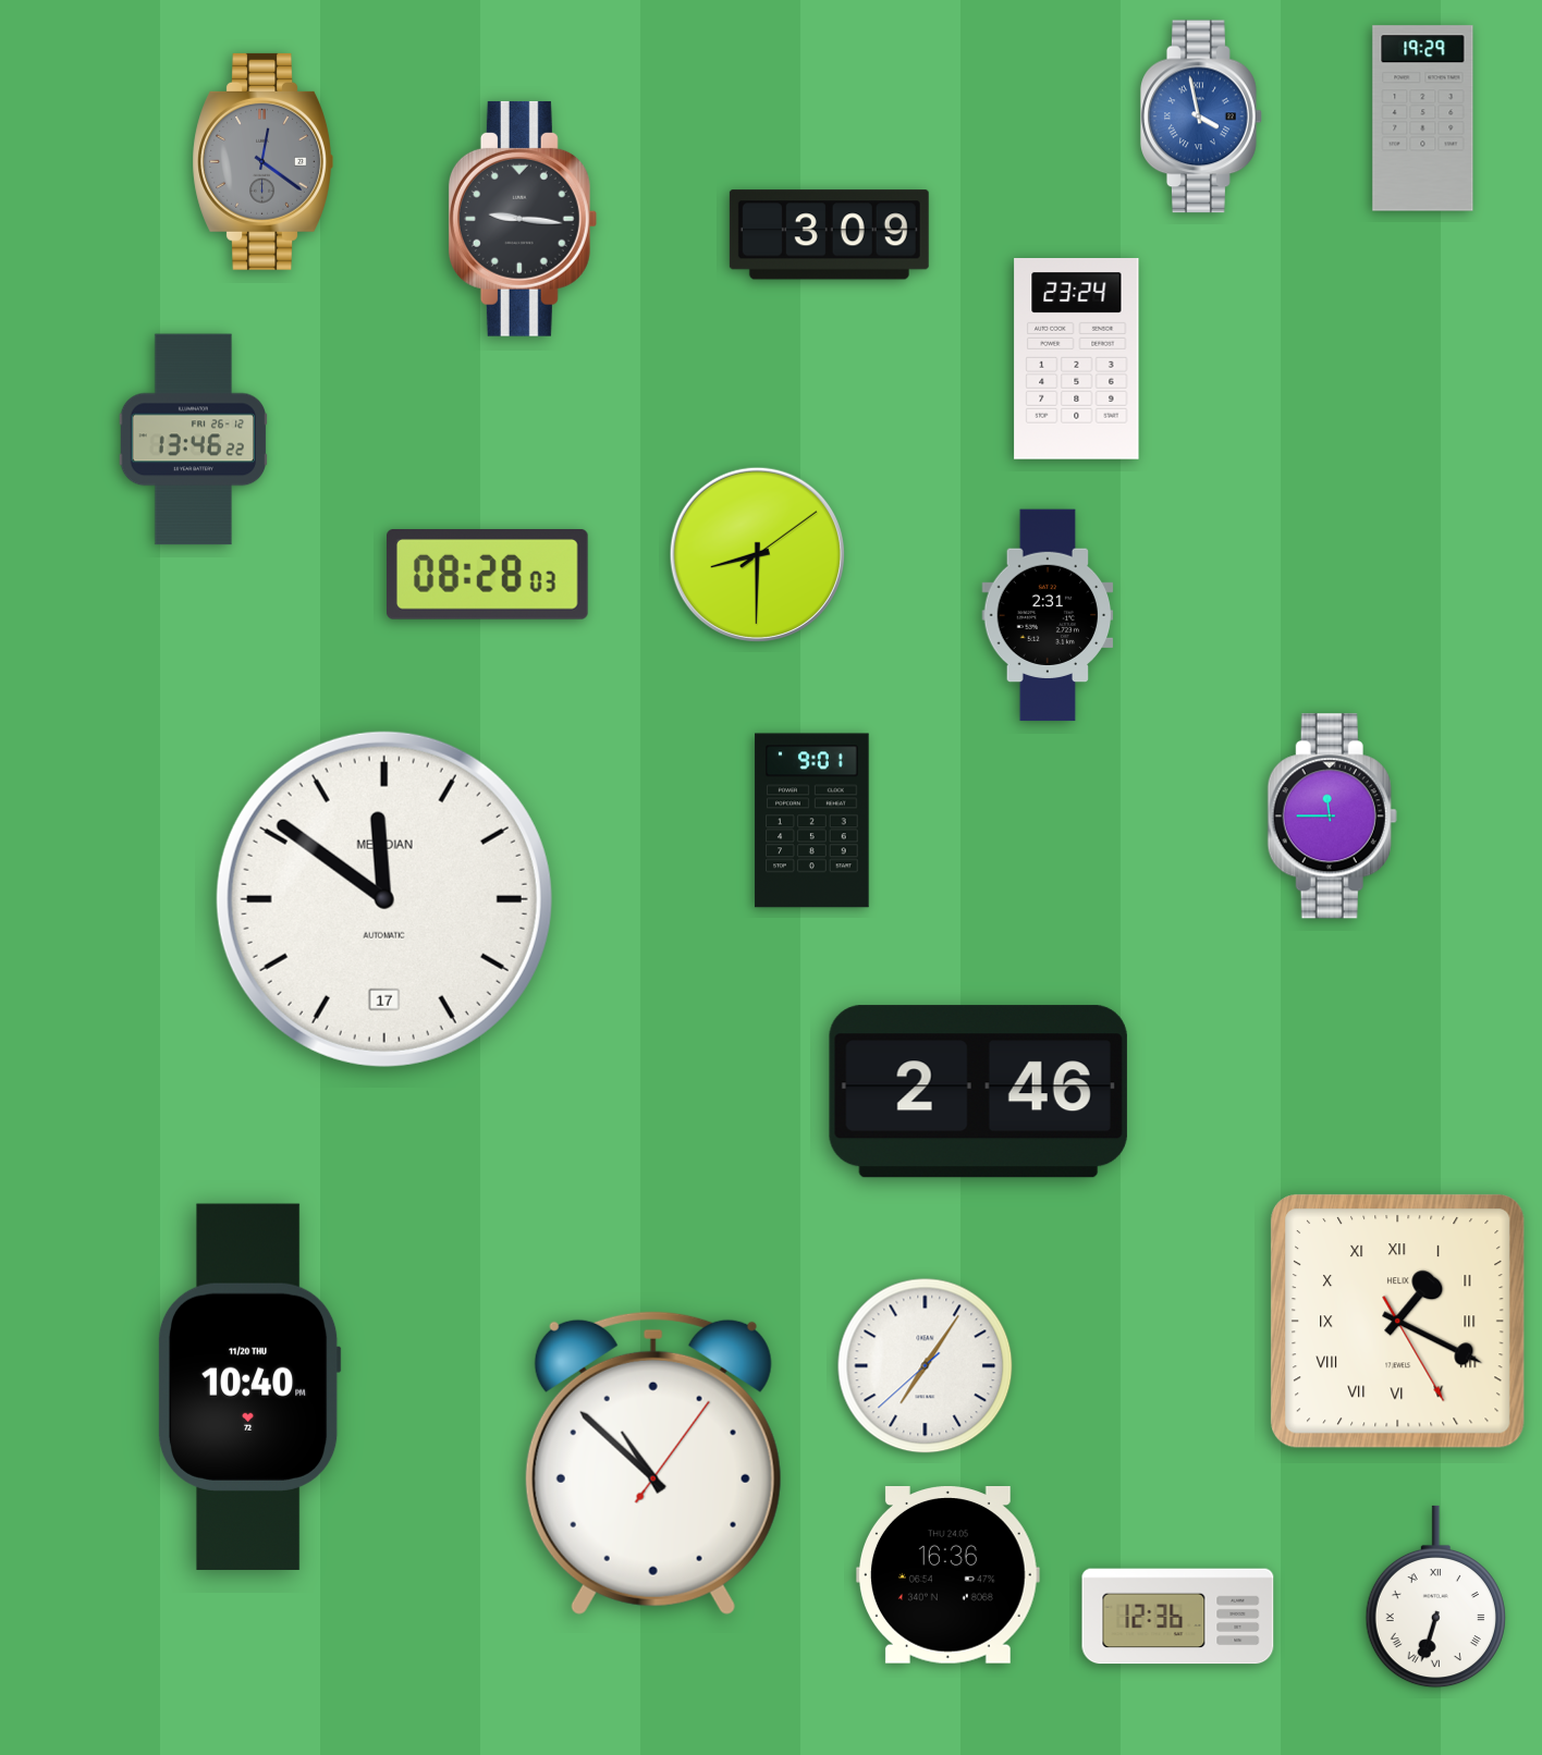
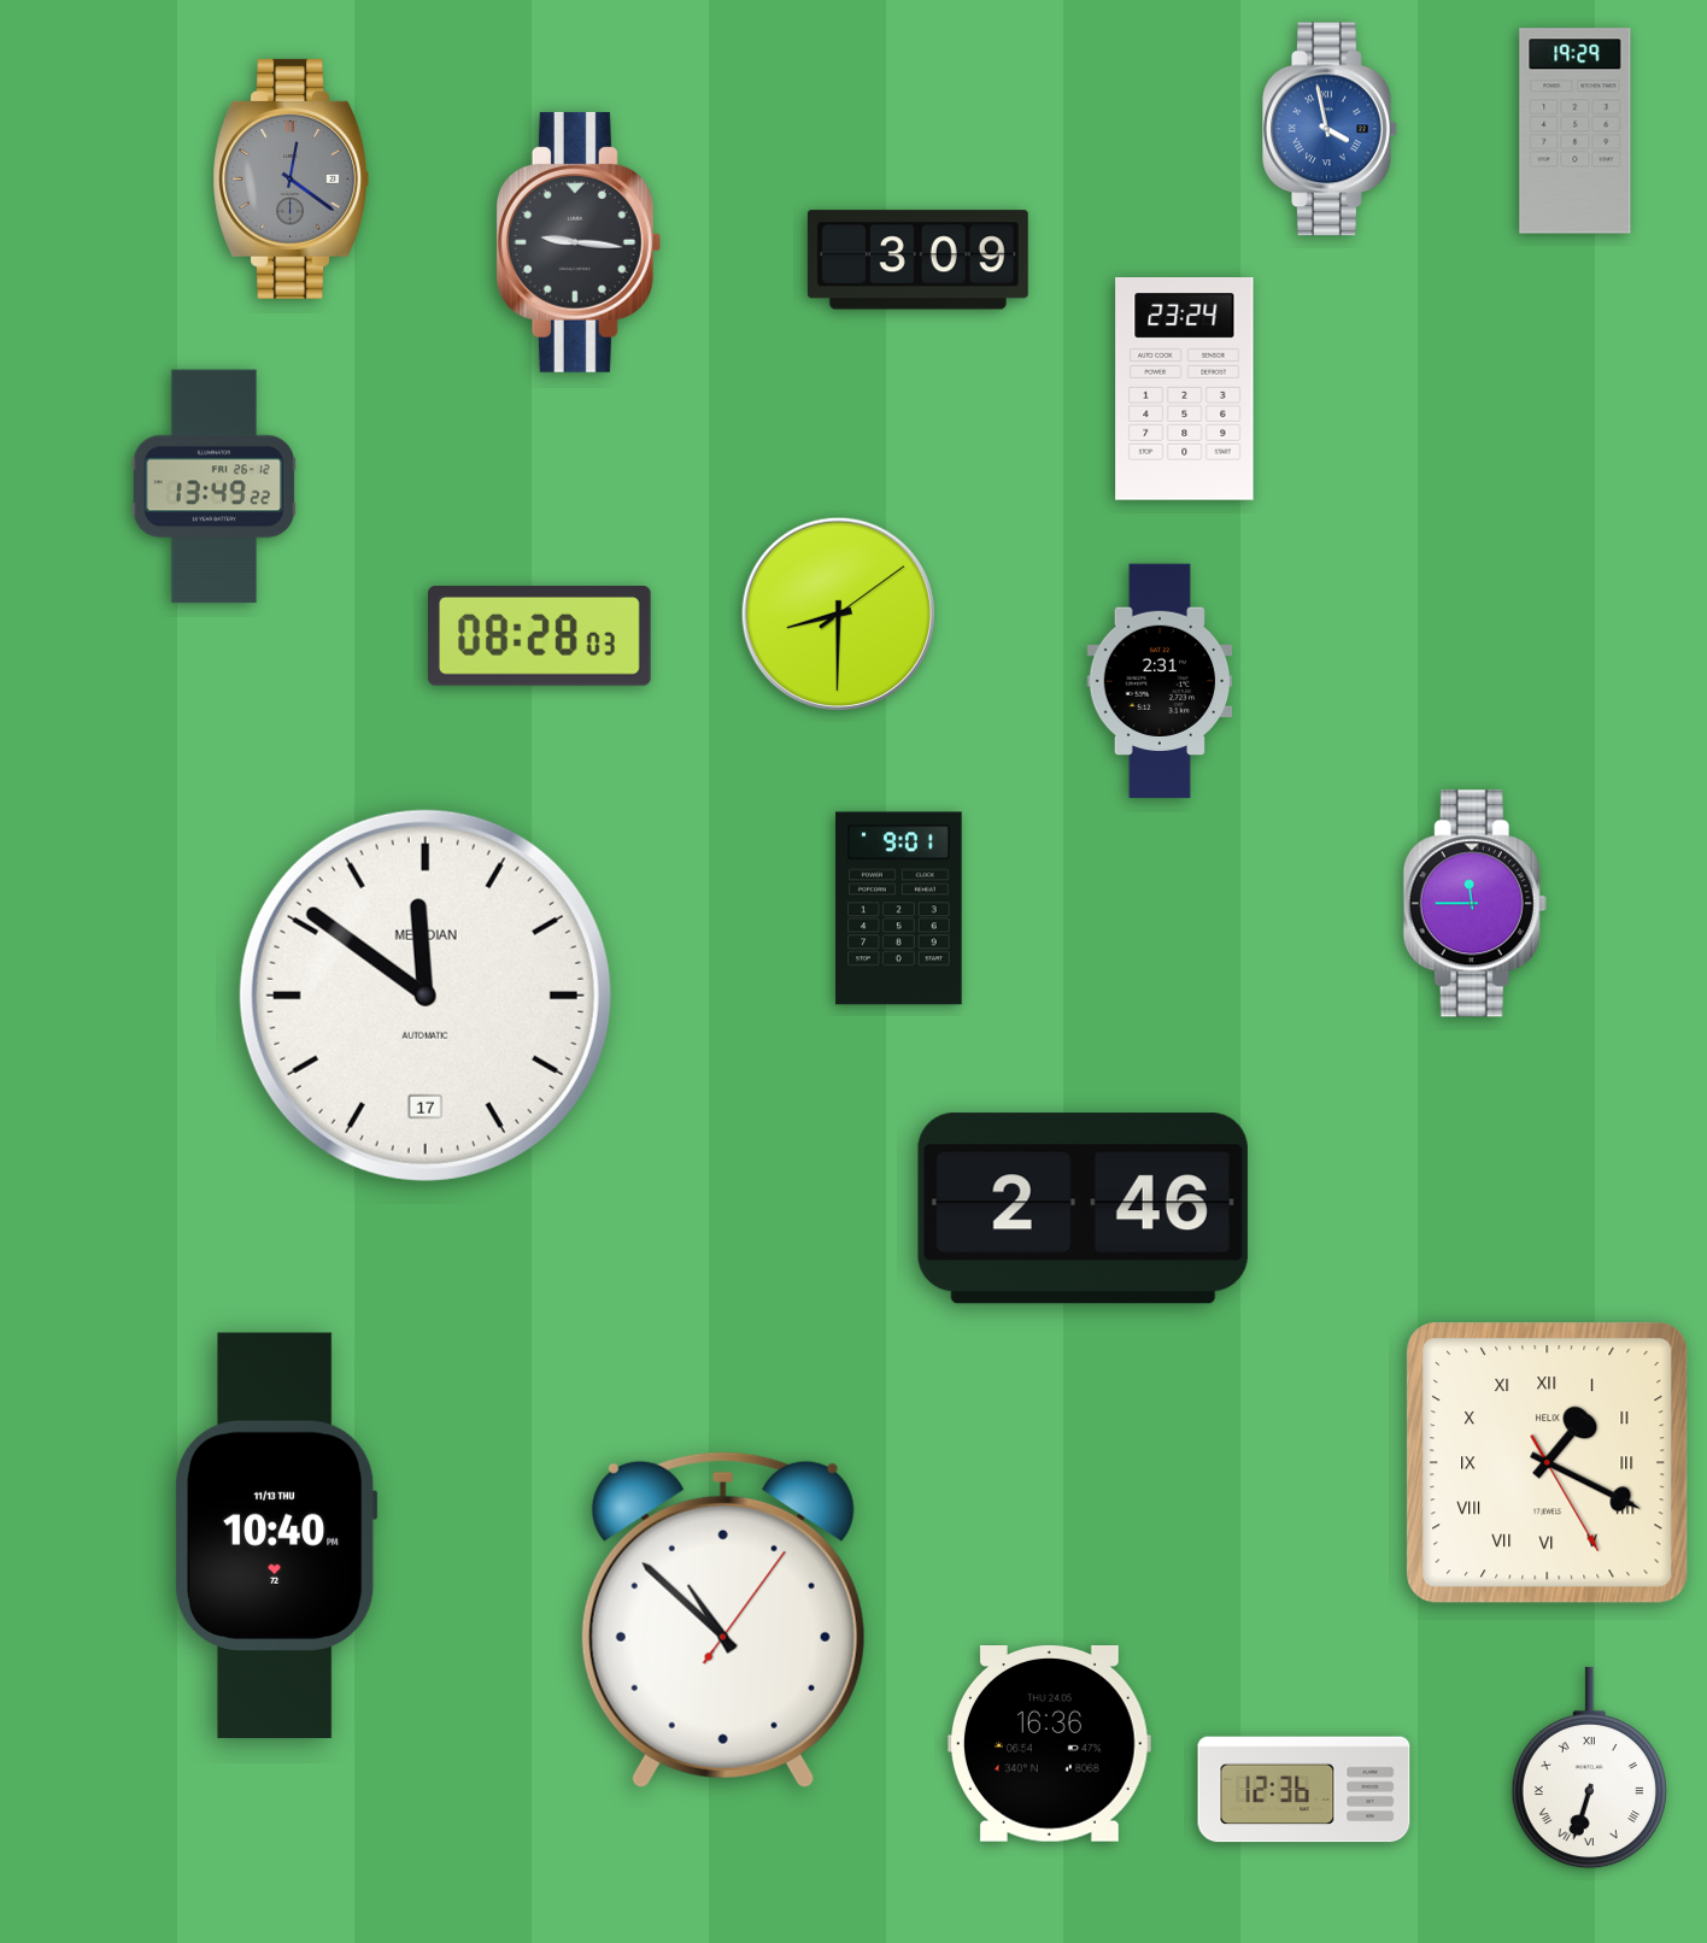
clock at (1077, 359) position: (1077, 359) -> (1185, 389)
clock at (193, 440): 13:46 -> 13:49
clock at (926, 1366): 7:05 -> none
clock at (249, 1387) date: 11/20 THU -> 11/13 THU
